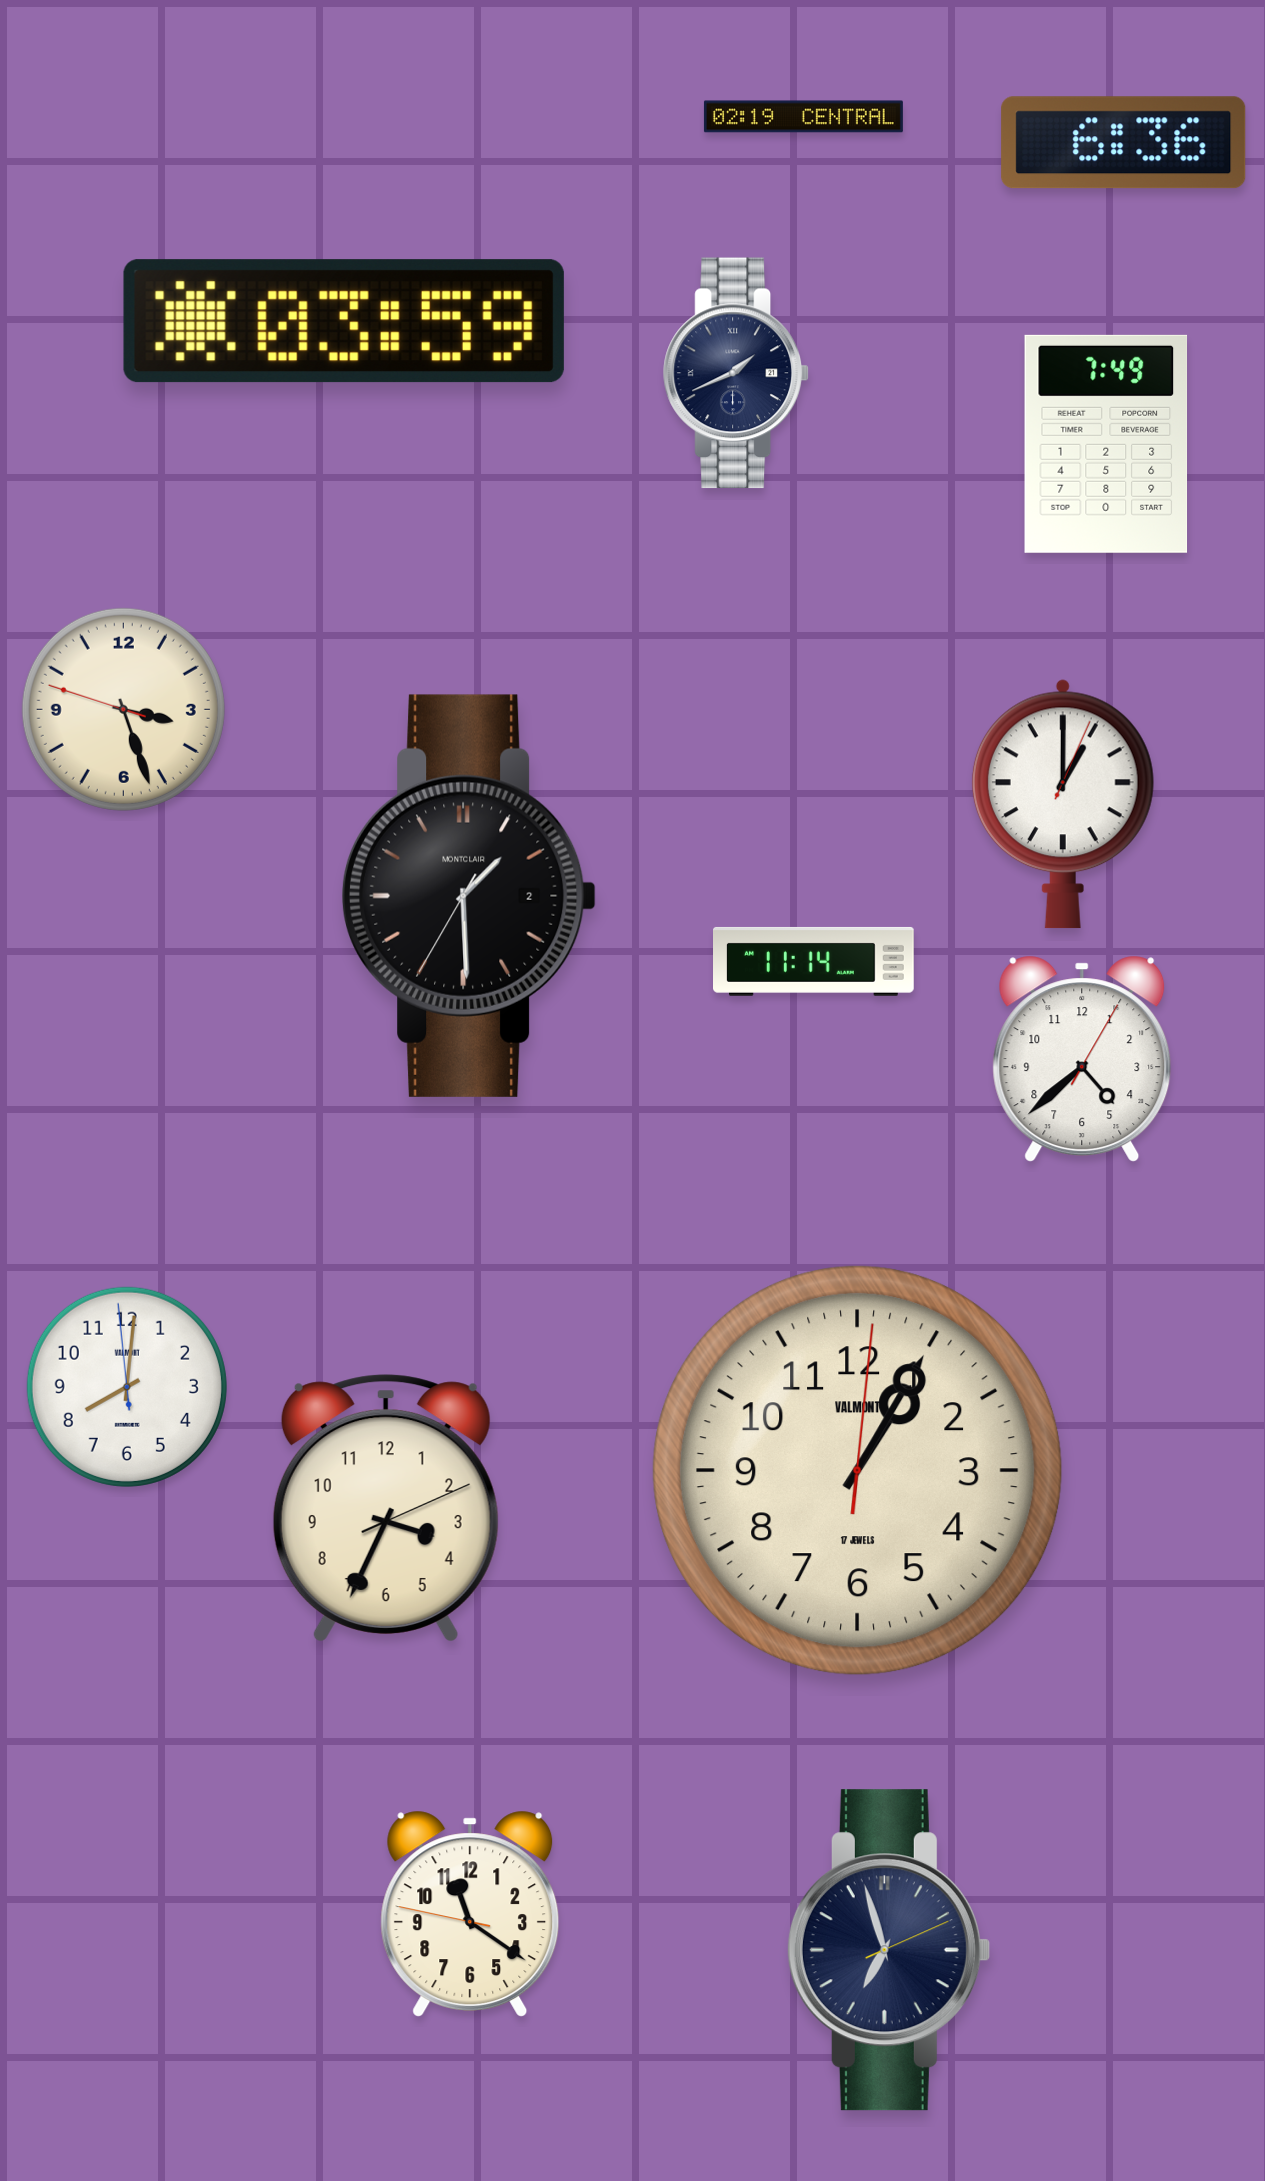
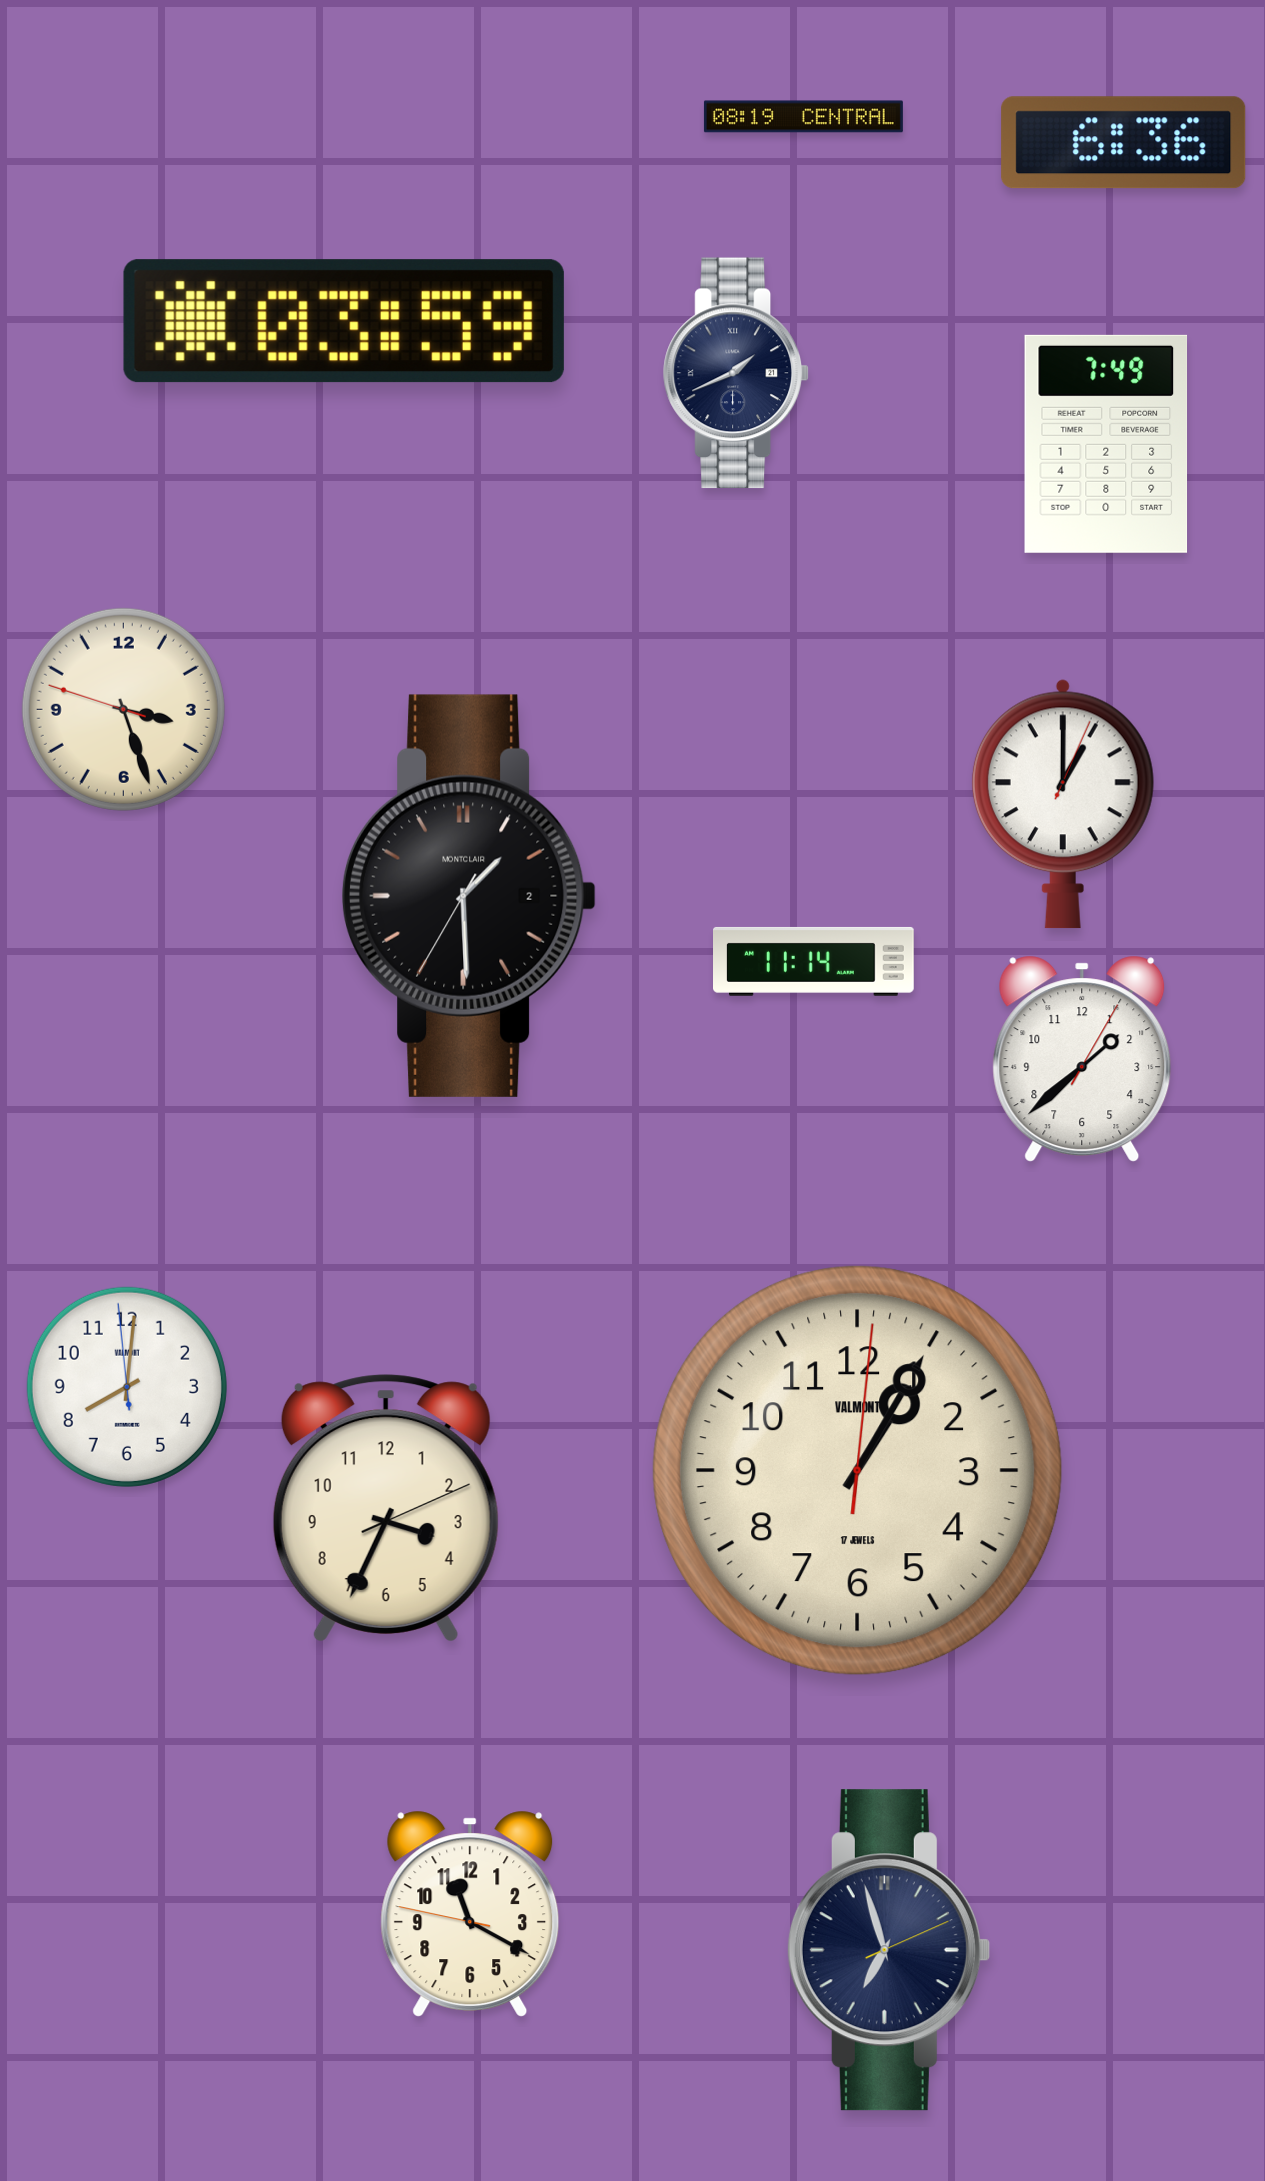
clock at (803, 117): 02:19 -> 08:19
clock at (1082, 1058): 4:38 -> 1:38
clock at (470, 1913): 11:20 -> 11:19
